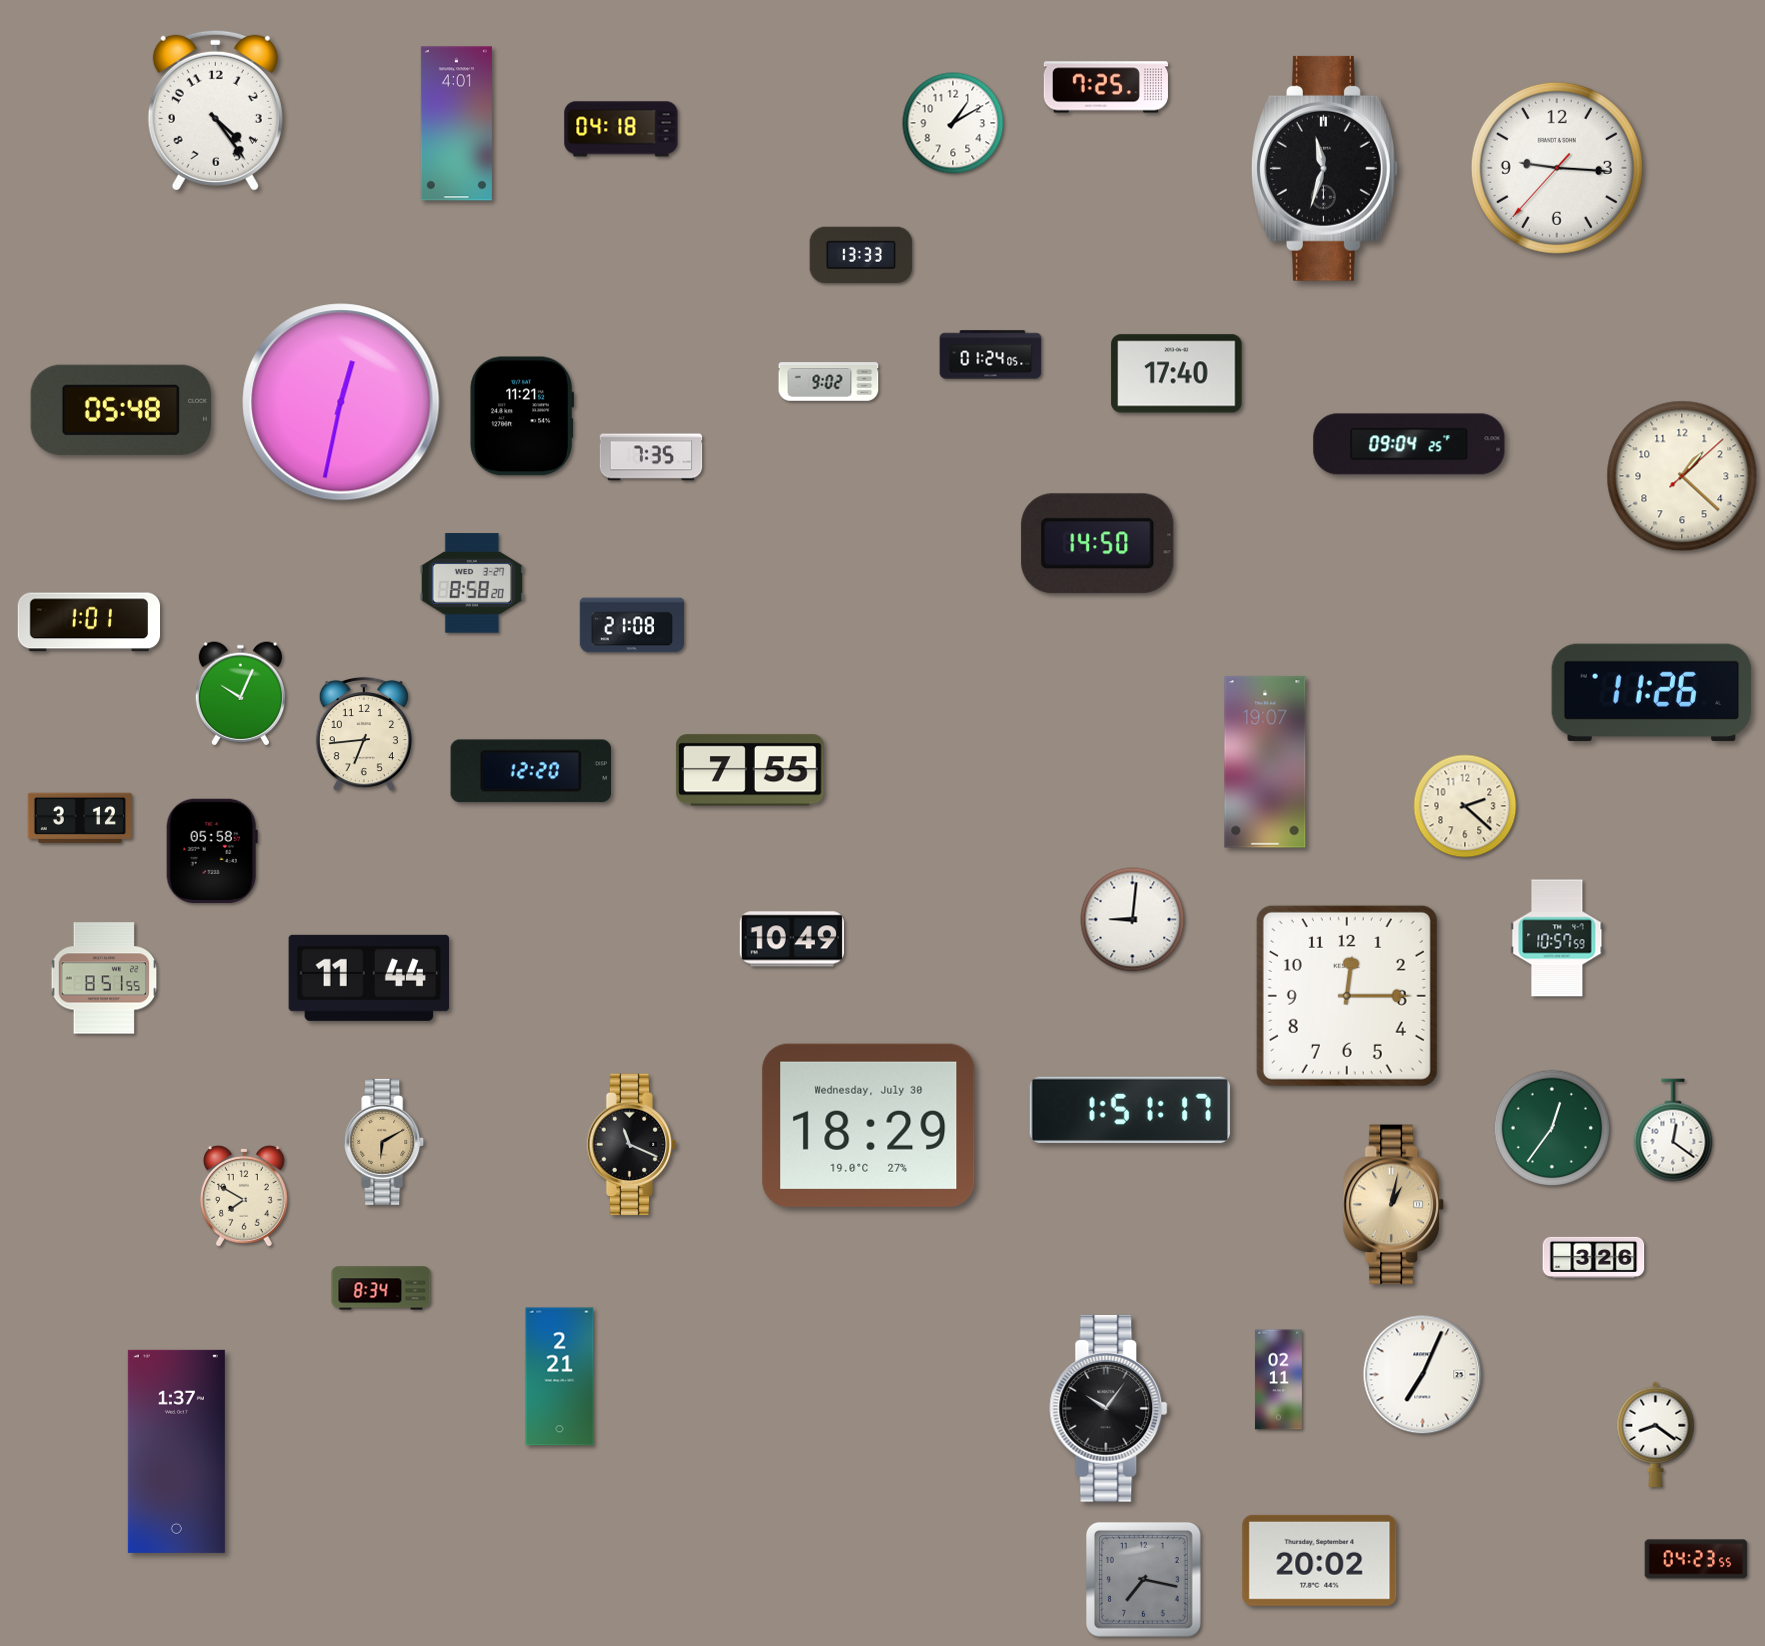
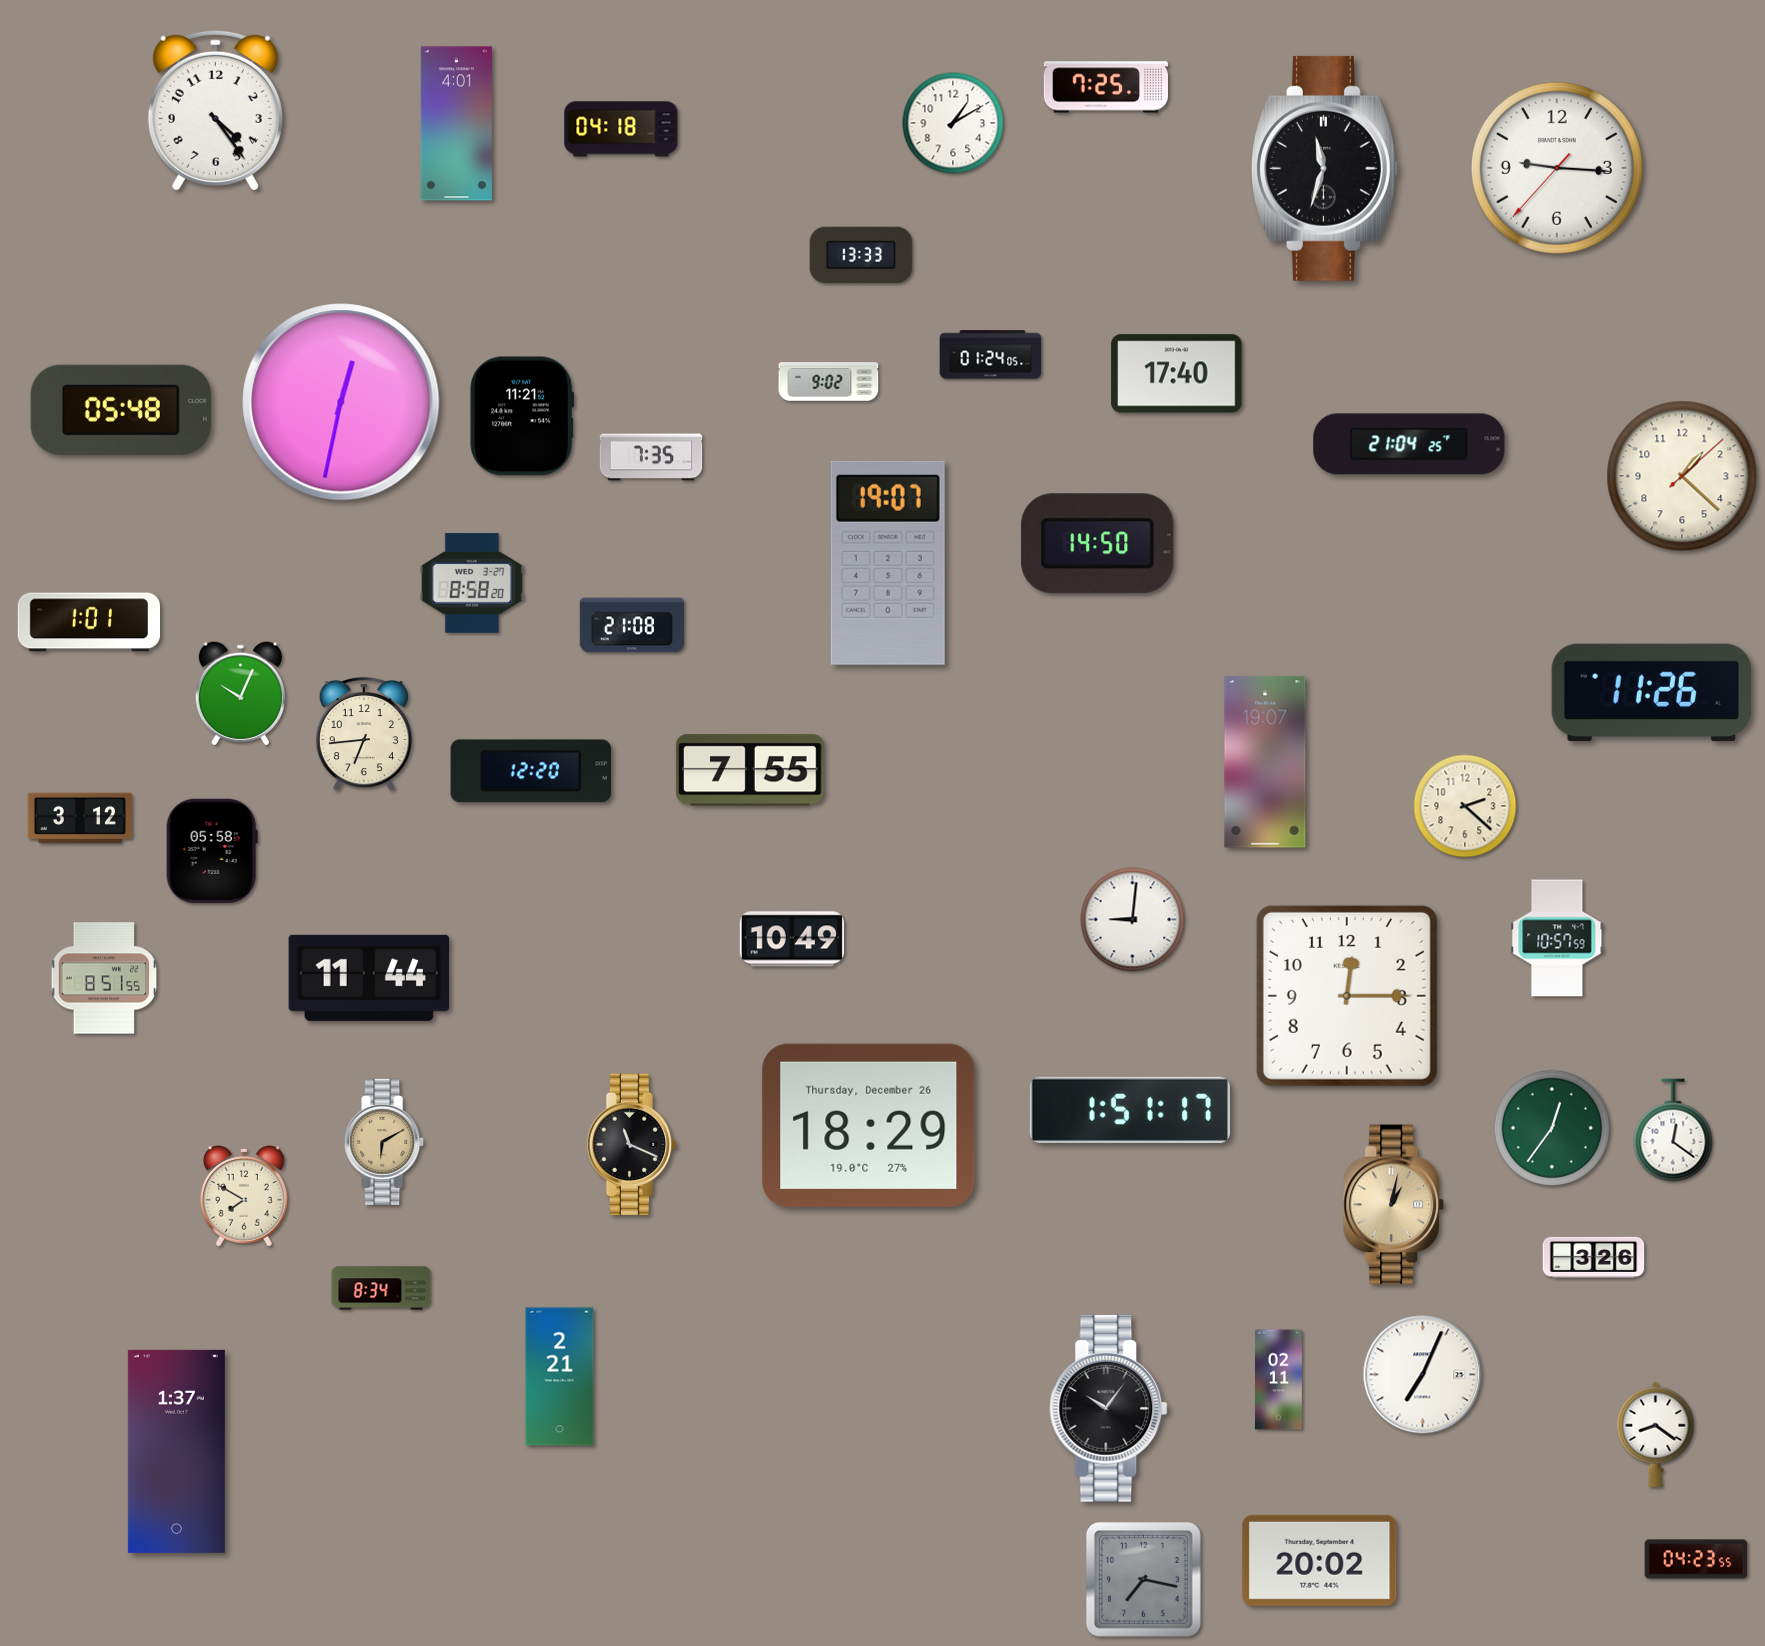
clock at (1409, 444): 09:04 -> 21:04
clock at (888, 563): none -> 19:07
clock at (869, 1125) date: Wednesday, July 30 -> Thursday, December 26
